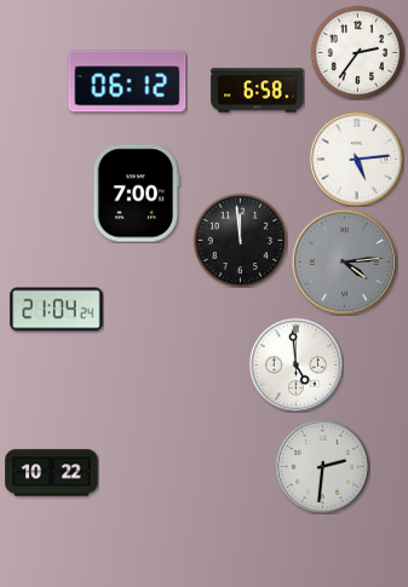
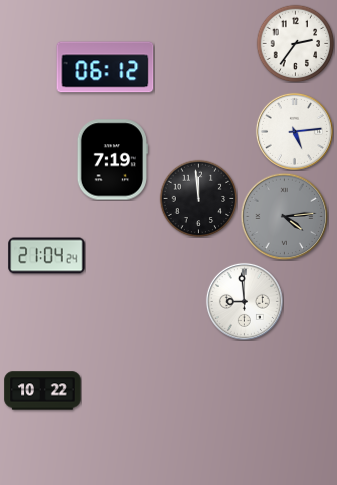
clock at (258, 91): 6:58 -> none
clock at (136, 194): 7:00 -> 7:19
clock at (295, 364): 4:59 -> 8:59
clock at (322, 466): 2:31 -> none
